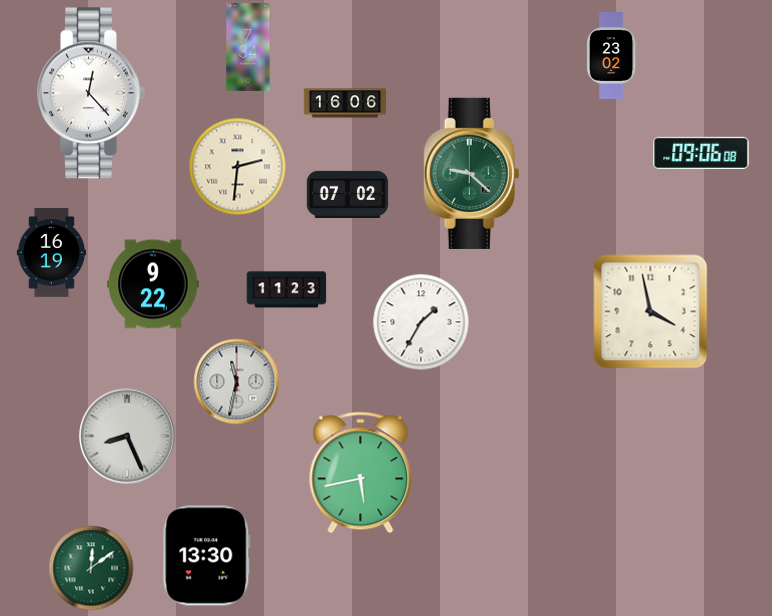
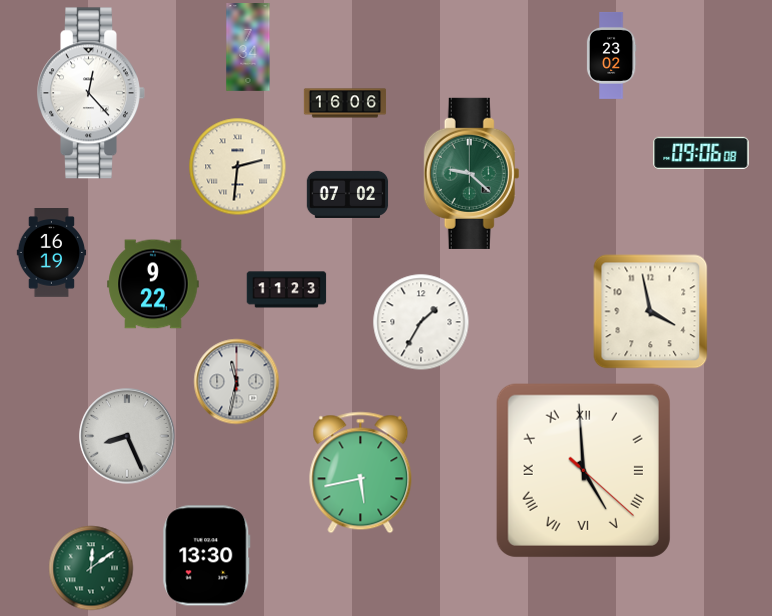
clock at (583, 470): none -> 4:59
